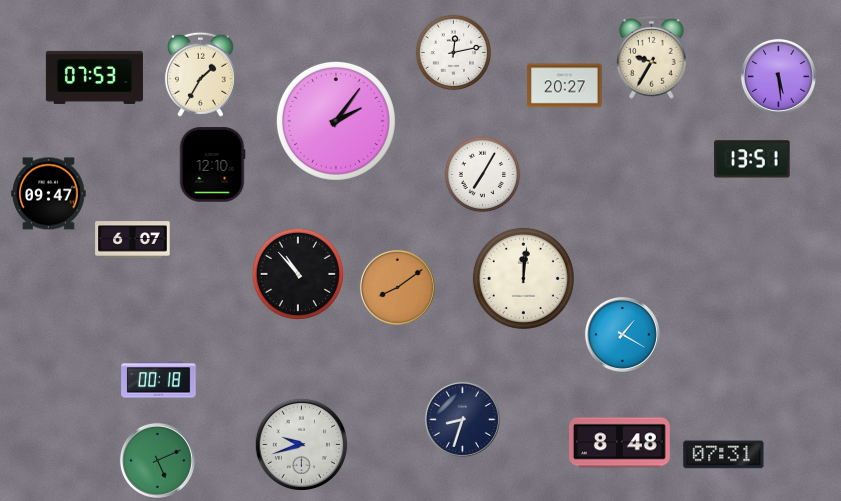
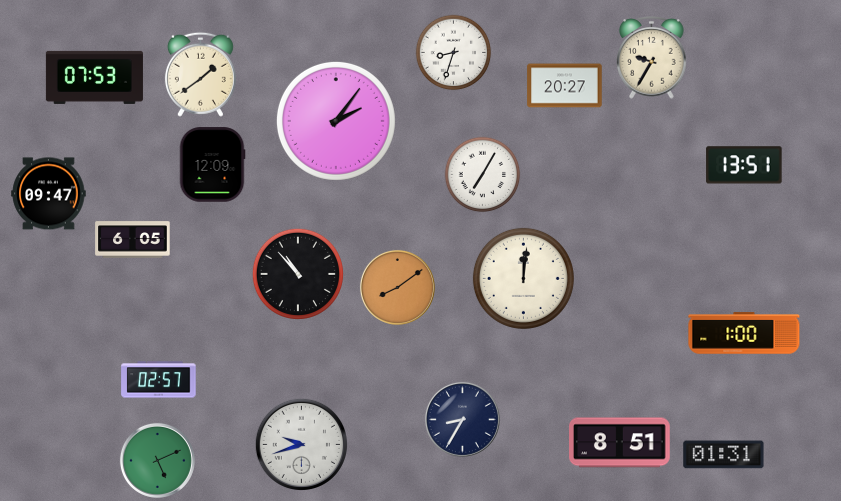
clock at (454, 53): 12:13 -> 8:33
clock at (200, 74): 1:35 -> 1:39
clock at (778, 76): 5:29 -> none
clock at (752, 159) position: (752, 159) -> (744, 165)
clock at (212, 165): 12:10 -> 12:09
clock at (133, 240): 6:07 -> 6:05
clock at (744, 333): none -> 1:00
clock at (622, 334): 1:20 -> none
clock at (159, 380): 00:18 -> 02:57
clock at (462, 419): 8:33 -> 8:35
clock at (620, 443): 8:48 -> 8:51
clock at (724, 455): 07:31 -> 01:31
